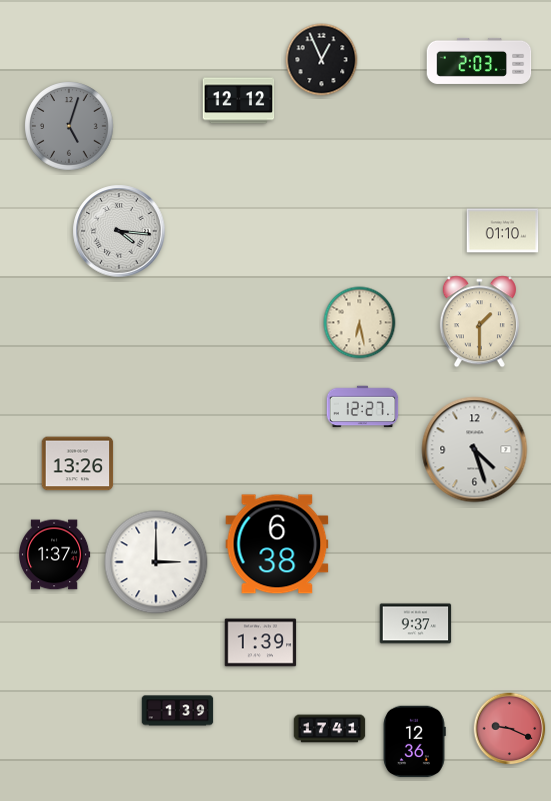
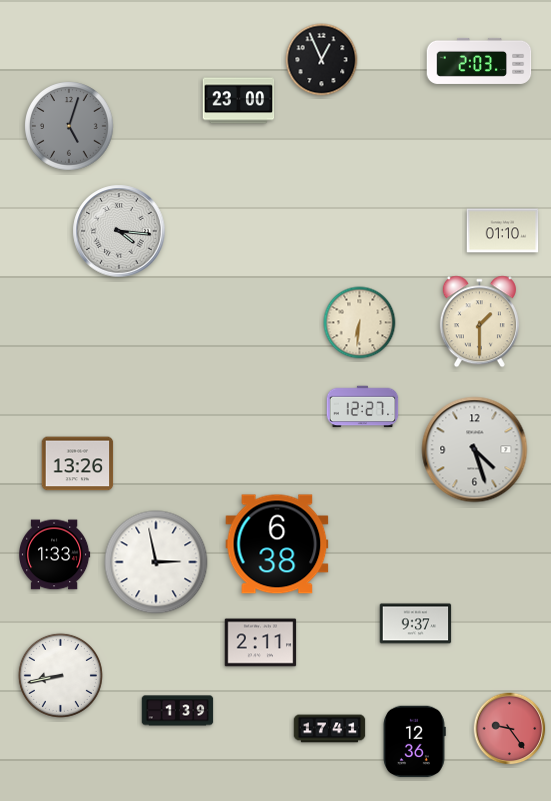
clock at (239, 101): 12:12 -> 23:00
clock at (360, 323): 6:28 -> 6:31
clock at (55, 555): 1:37 -> 1:33
clock at (156, 562): 3:00 -> 2:58
clock at (261, 643): 1:39 -> 2:11
clock at (60, 675): none -> 8:43
clock at (510, 729): 9:19 -> 9:24
